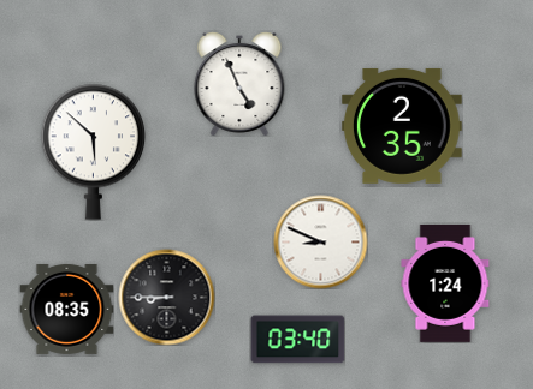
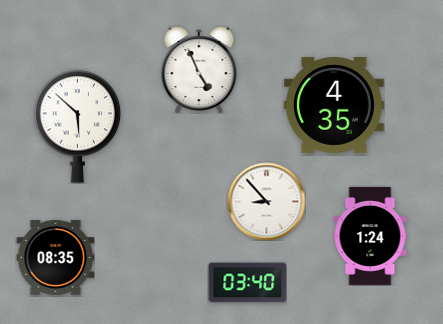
clock at (402, 126): 2:35 -> 4:35
clock at (320, 241): 8:49 -> 8:53
clock at (166, 297): 8:45 -> none
